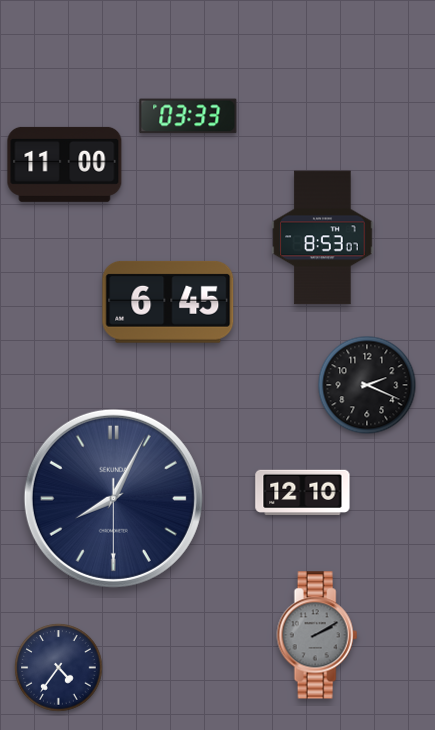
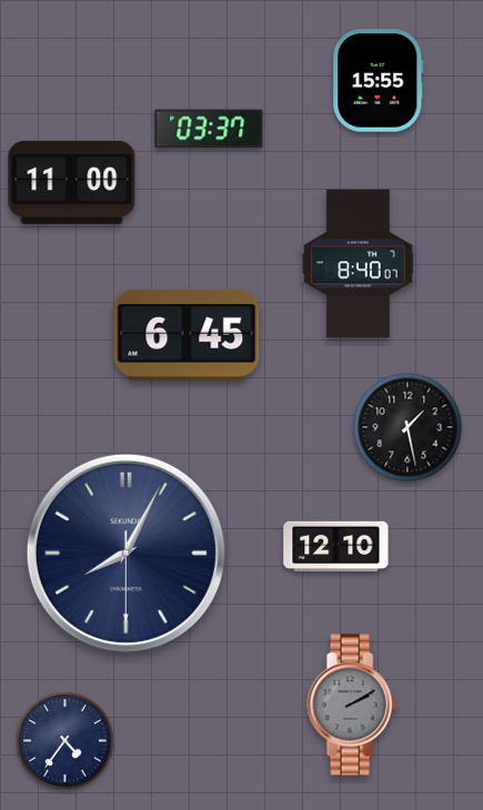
clock at (379, 81): none -> 15:55
clock at (188, 116): 03:33 -> 03:37
clock at (323, 238): 8:53 -> 8:40
clock at (367, 385): 2:19 -> 1:28
